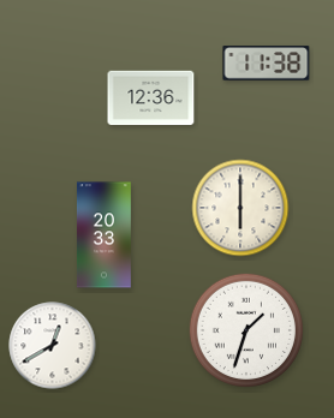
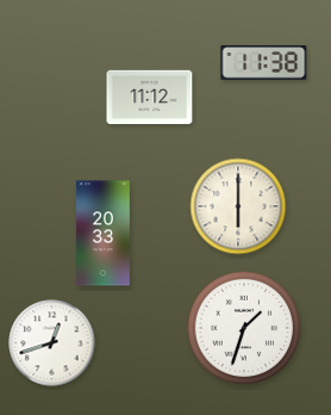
clock at (151, 98): 12:36 -> 11:12
clock at (53, 346): 12:40 -> 12:42
